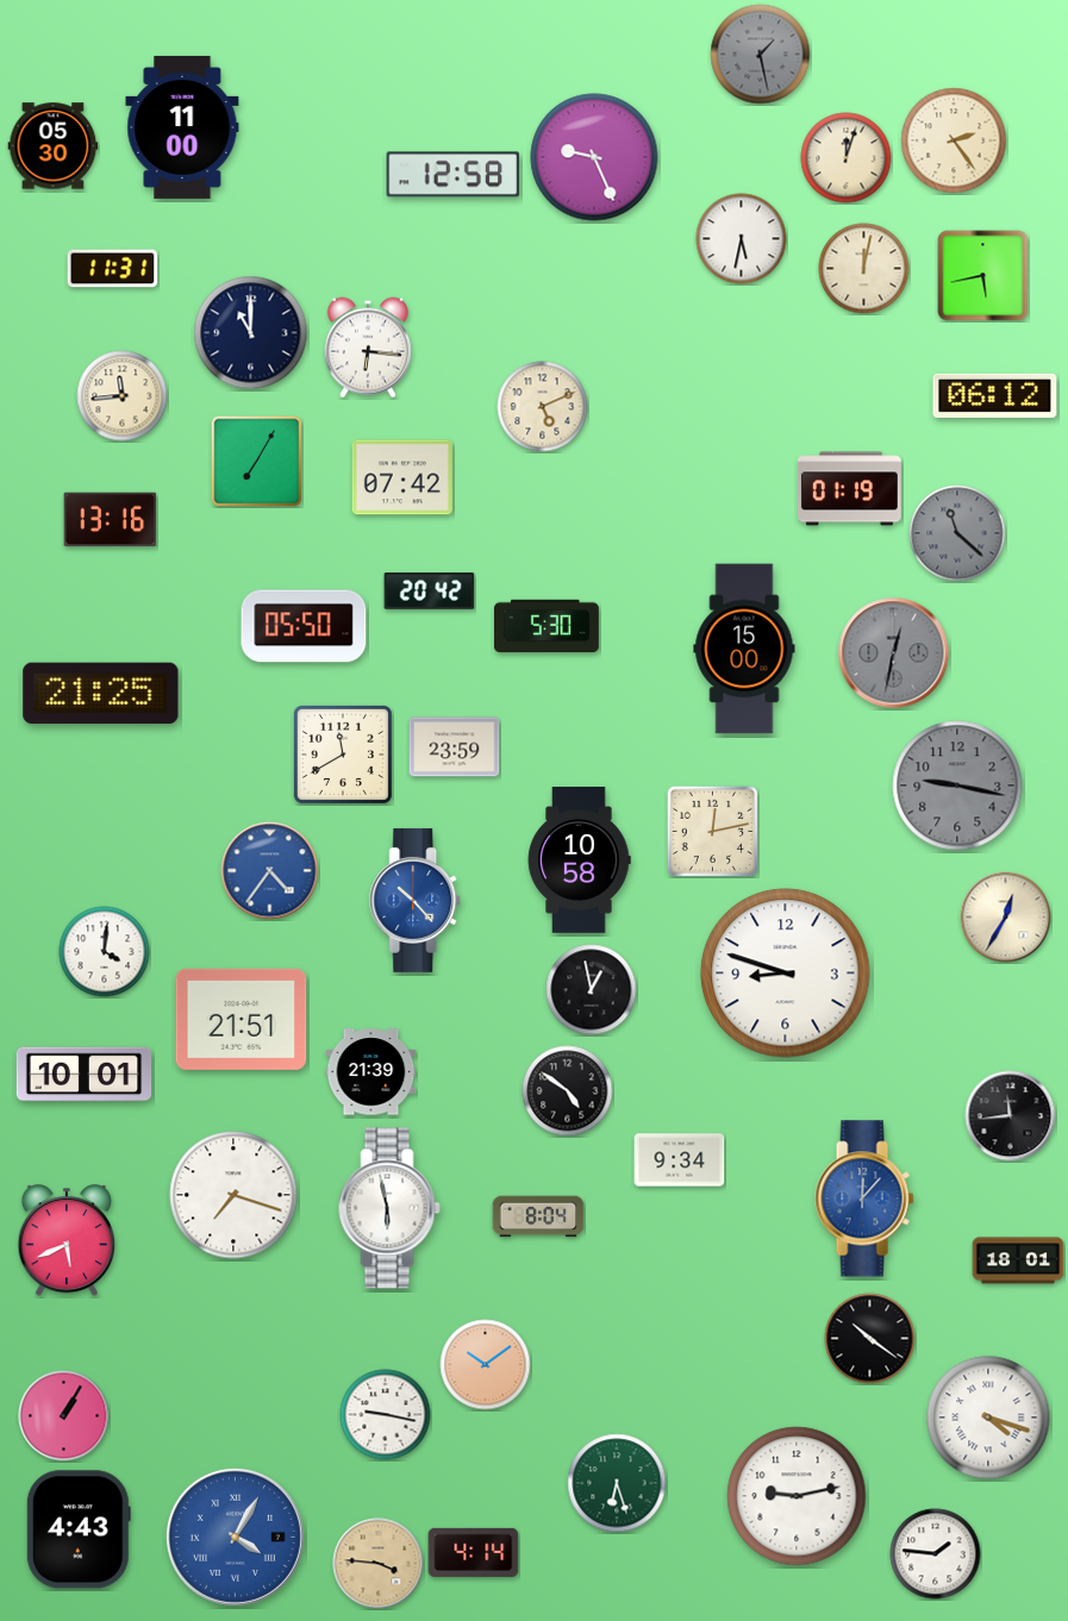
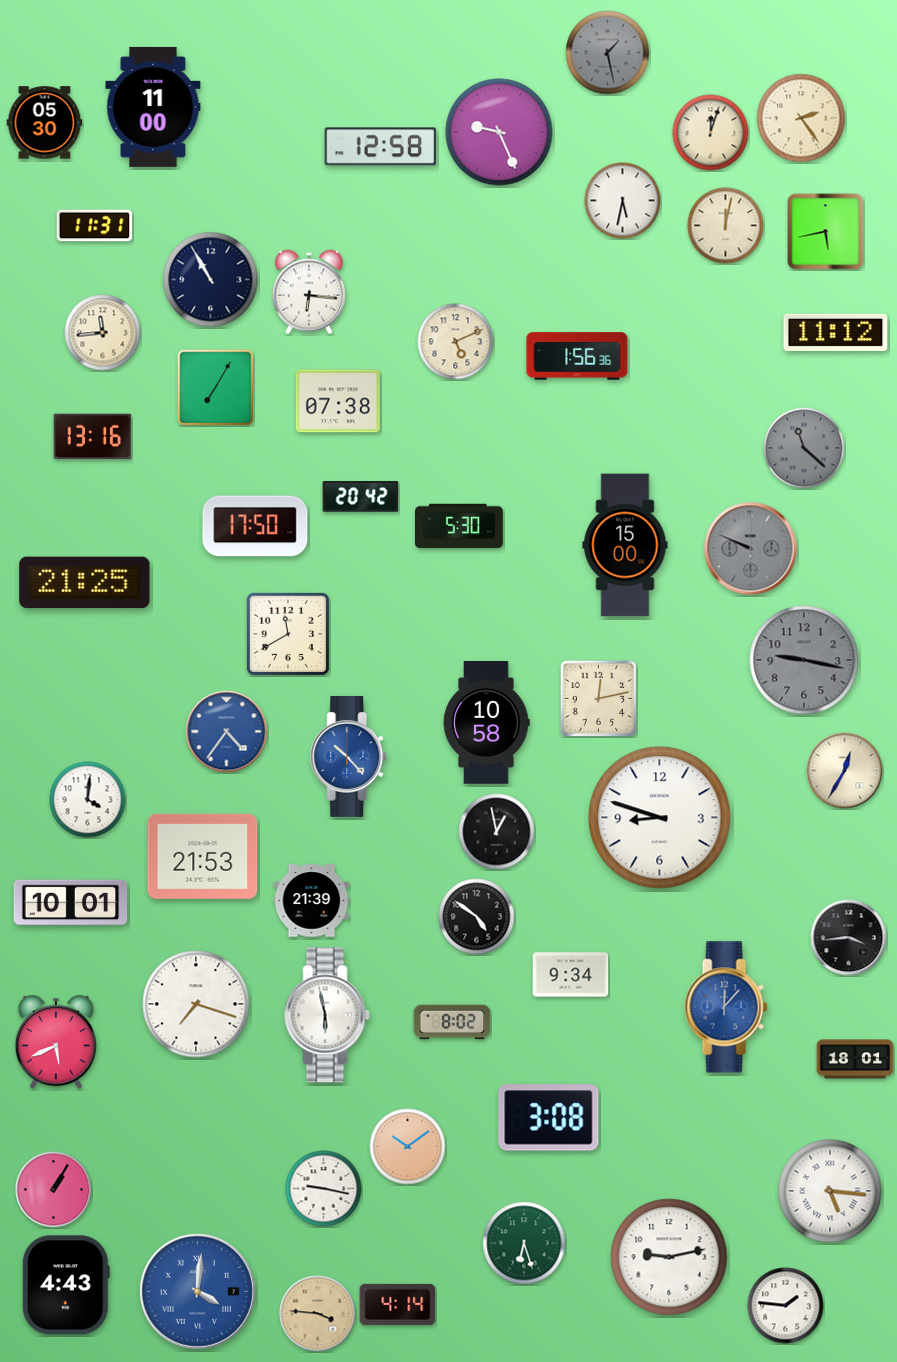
clock at (761, 55) position: (761, 55) -> (608, 53)
clock at (251, 333): 11:00 -> 10:55
clock at (995, 395): 06:12 -> 11:12
clock at (577, 356): none -> 1:56
clock at (402, 477): 07:42 -> 07:38
clock at (849, 489): 01:19 -> none
clock at (304, 626): 05:50 -> 17:50
clock at (894, 653): 12:32 -> 9:49
clock at (455, 747): 23:59 -> none
clock at (242, 1019): 21:51 -> 21:53
clock at (1011, 1116): 11:44 -> 3:44
clock at (538, 1216): 8:04 -> 8:02
clock at (549, 1118): none -> 3:08
clock at (870, 1339): 10:21 -> none
clock at (988, 1417): 4:18 -> 5:16
clock at (617, 1483) position: (617, 1483) -> (524, 1243)
clock at (235, 1536): 4:05 -> 4:01
